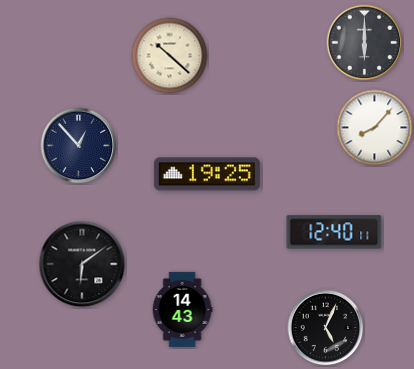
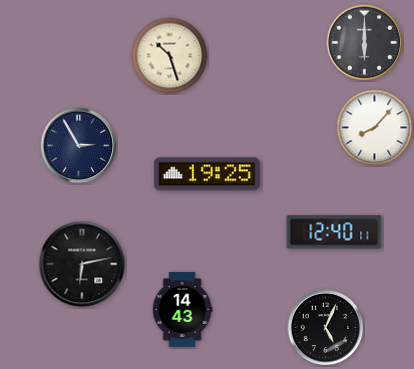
clock at (170, 56): 10:22 -> 10:27
clock at (79, 146): 12:53 -> 2:55
clock at (82, 264): 6:09 -> 6:13
